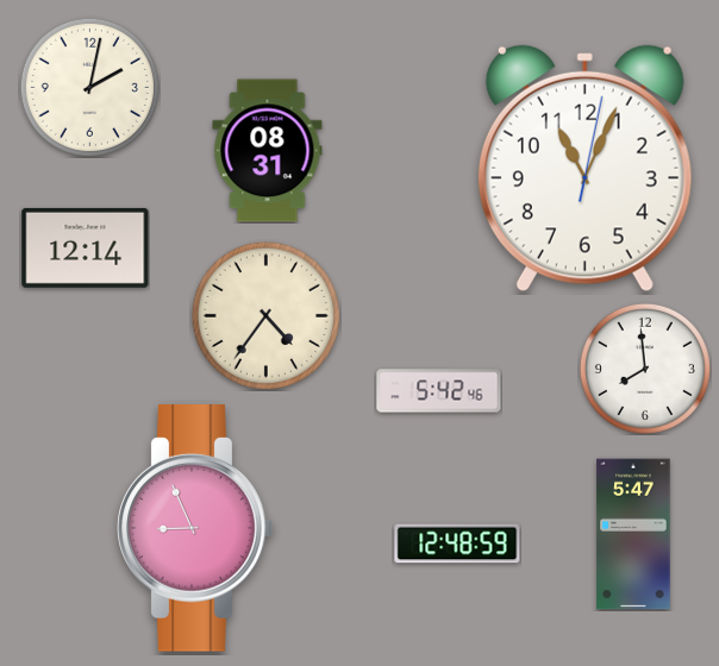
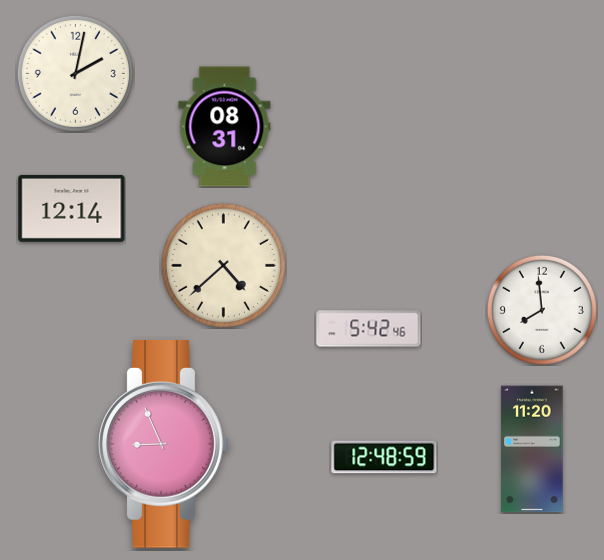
clock at (584, 169): 11:04 -> none
clock at (265, 315): 4:36 -> 4:38
clock at (633, 534): 5:47 -> 11:20
